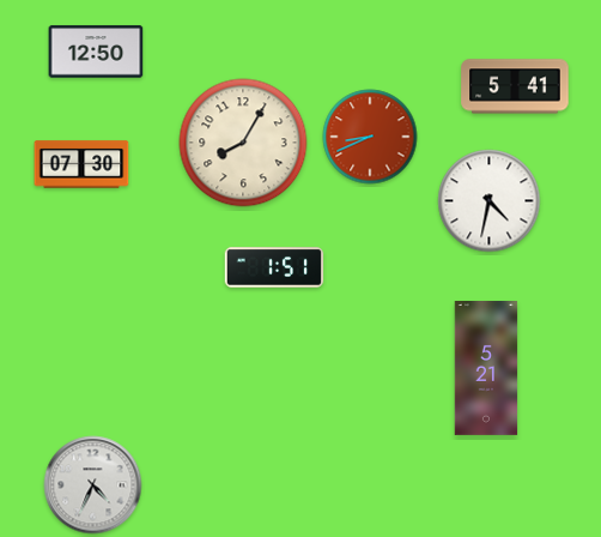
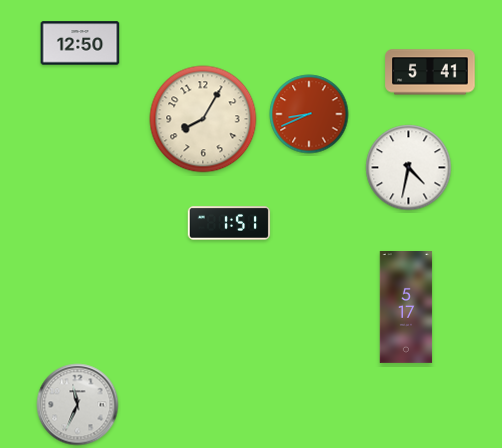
clock at (81, 164): 07:30 -> none
clock at (486, 369): 5:21 -> 5:17
clock at (93, 485): 4:34 -> 11:34
